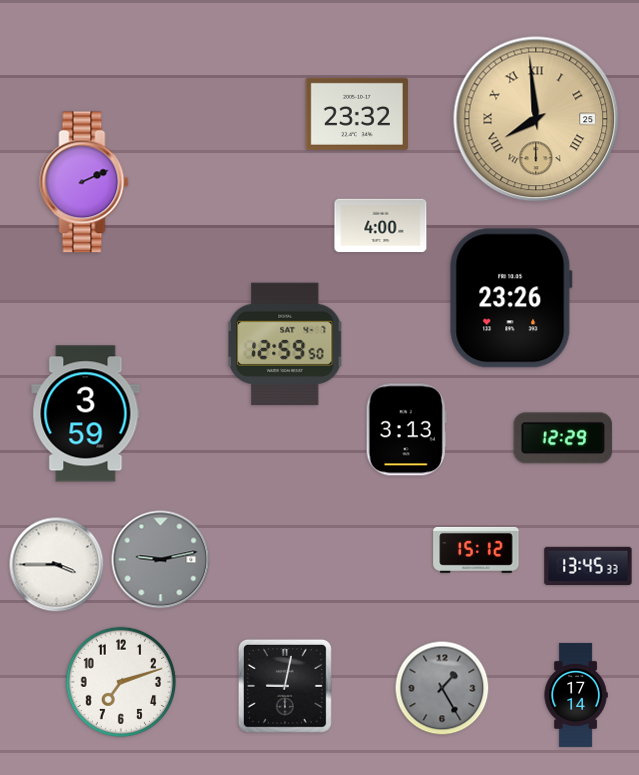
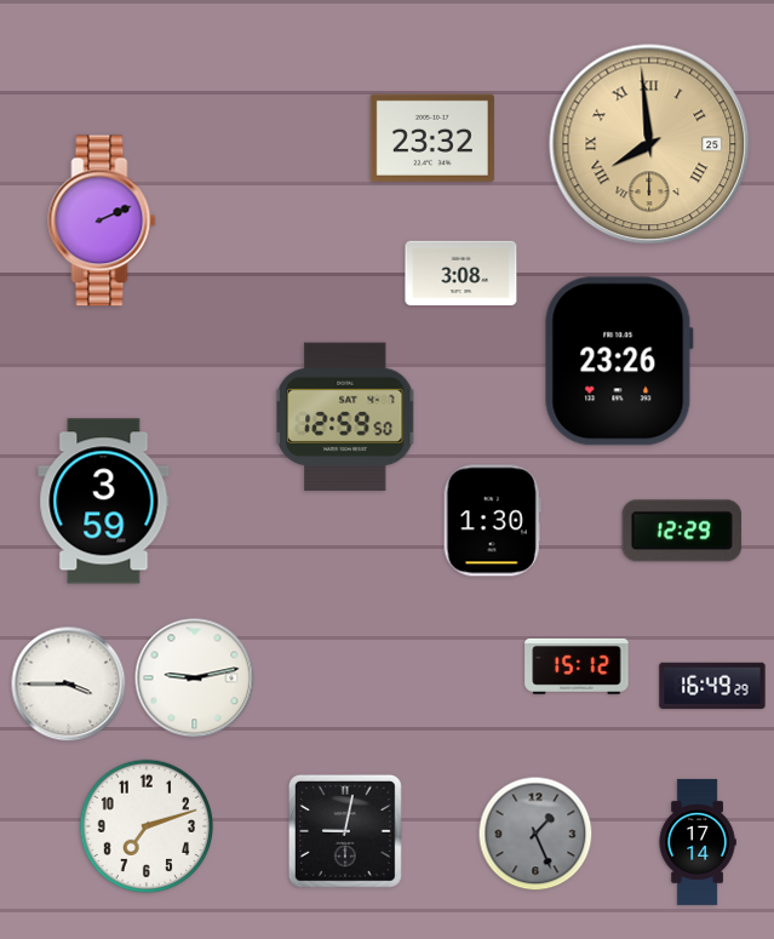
clock at (381, 226): 4:00 -> 3:08
clock at (406, 430): 3:13 -> 1:30
clock at (161, 560) dial: grey -> white
clock at (588, 566): 13:45 -> 16:49
clock at (442, 688): 1:25 -> 1:26
